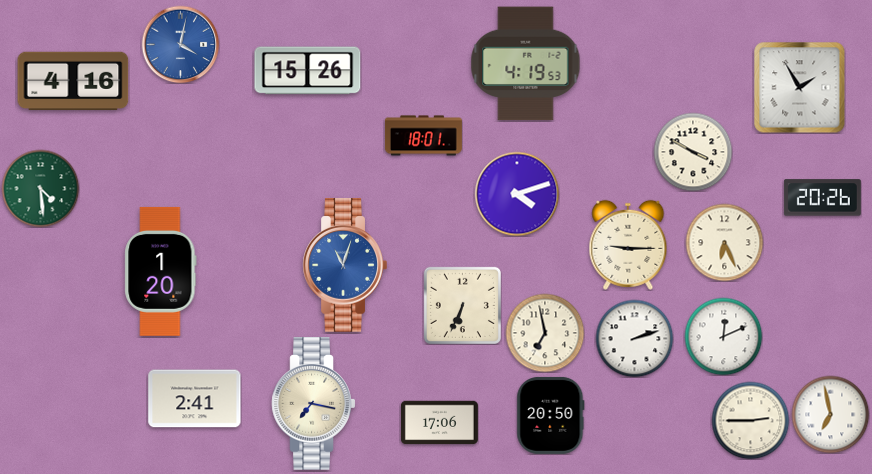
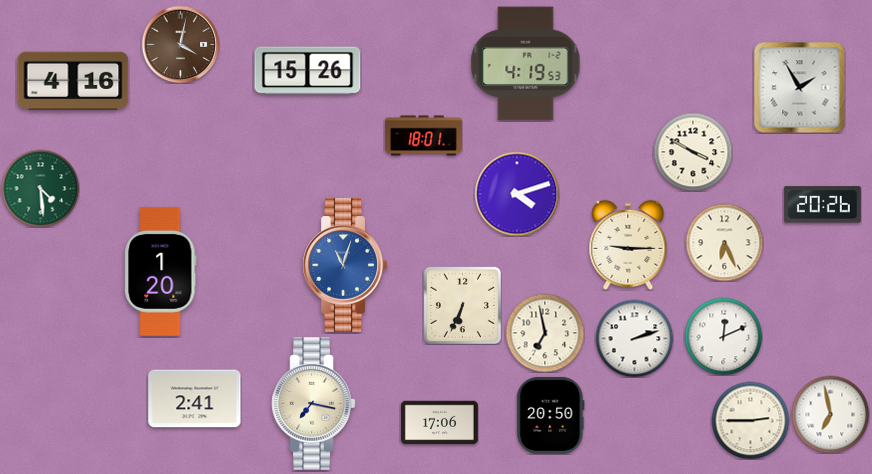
clock at (180, 44) dial: blue -> brown
clock at (822, 198) position: (822, 198) -> (822, 205)
